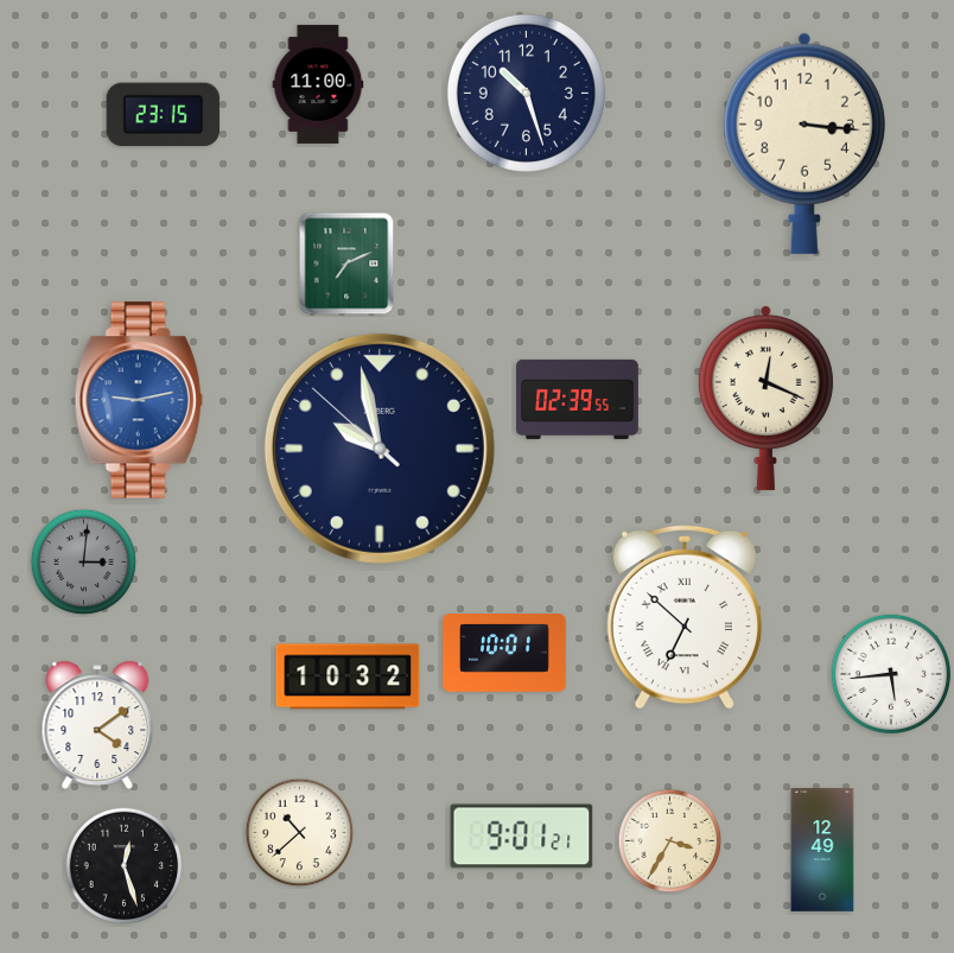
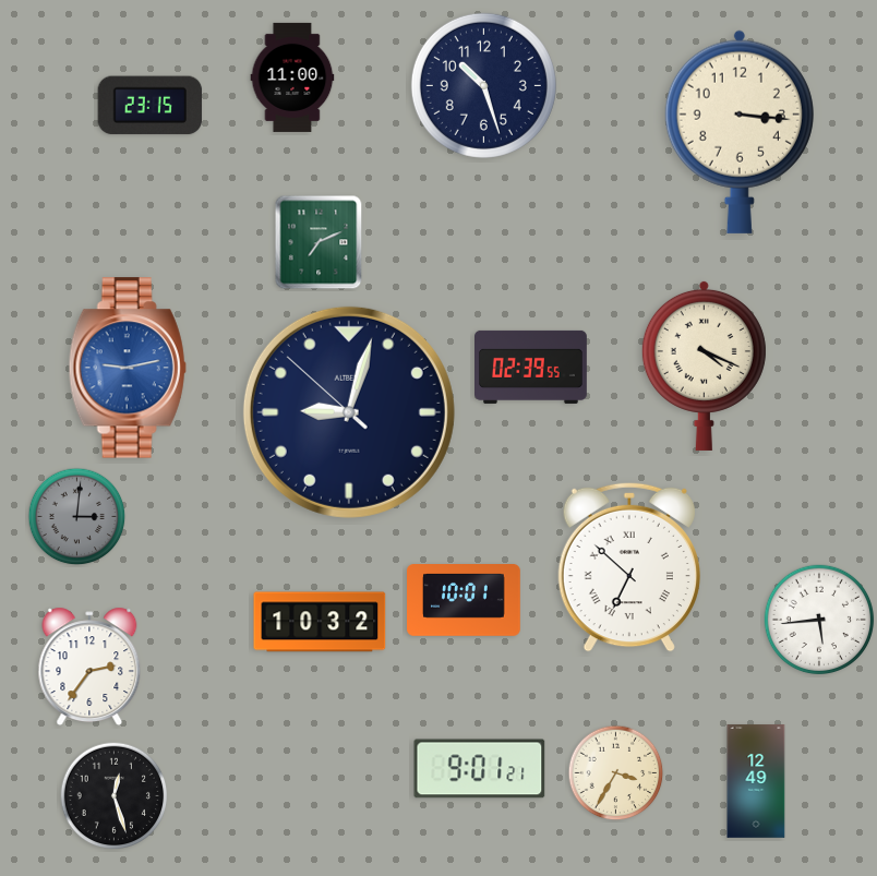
clock at (765, 398): 12:19 -> 4:19
clock at (380, 449): 9:57 -> 9:02
clock at (97, 724): 4:09 -> 2:36
clock at (300, 833): 10:38 -> none
